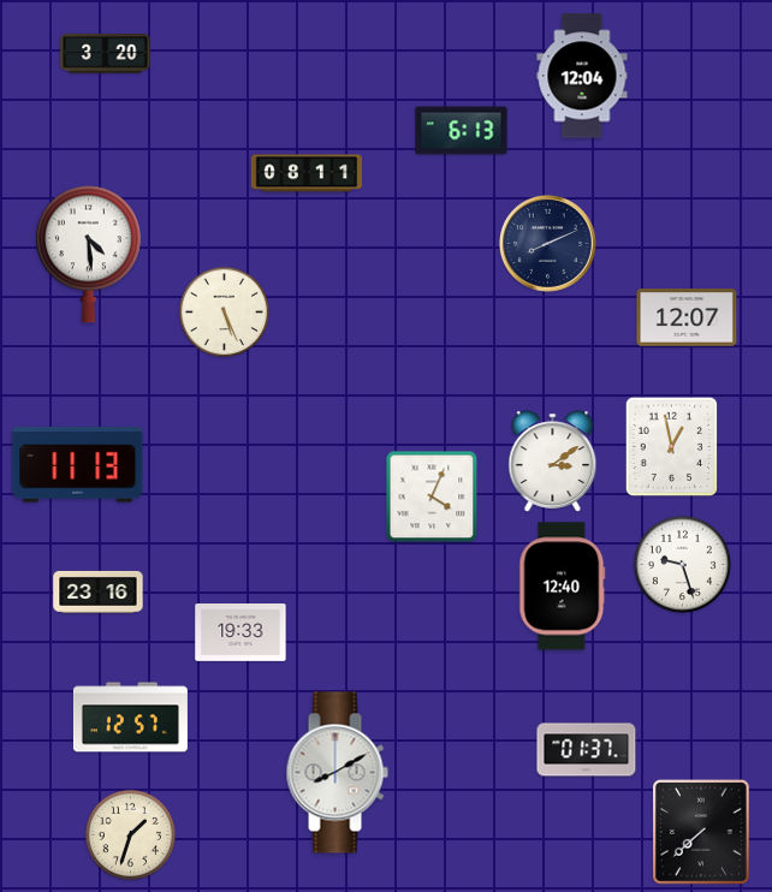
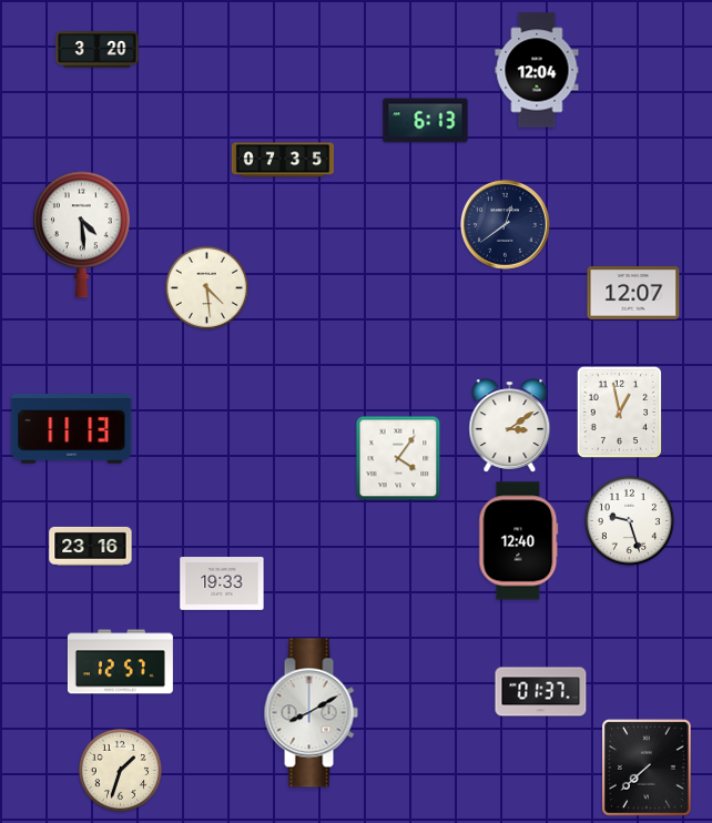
clock at (305, 173): 08:11 -> 07:35
clock at (548, 244): 8:11 -> 12:39
clock at (224, 311): 5:26 -> 4:29
clock at (432, 496): 4:04 -> 4:06
